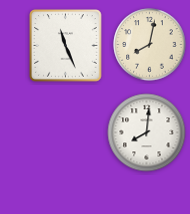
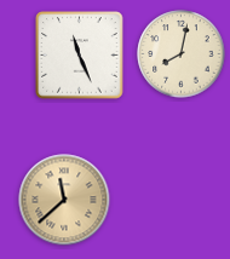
clock at (147, 133): 8:01 -> none
clock at (64, 200): none -> 11:38
